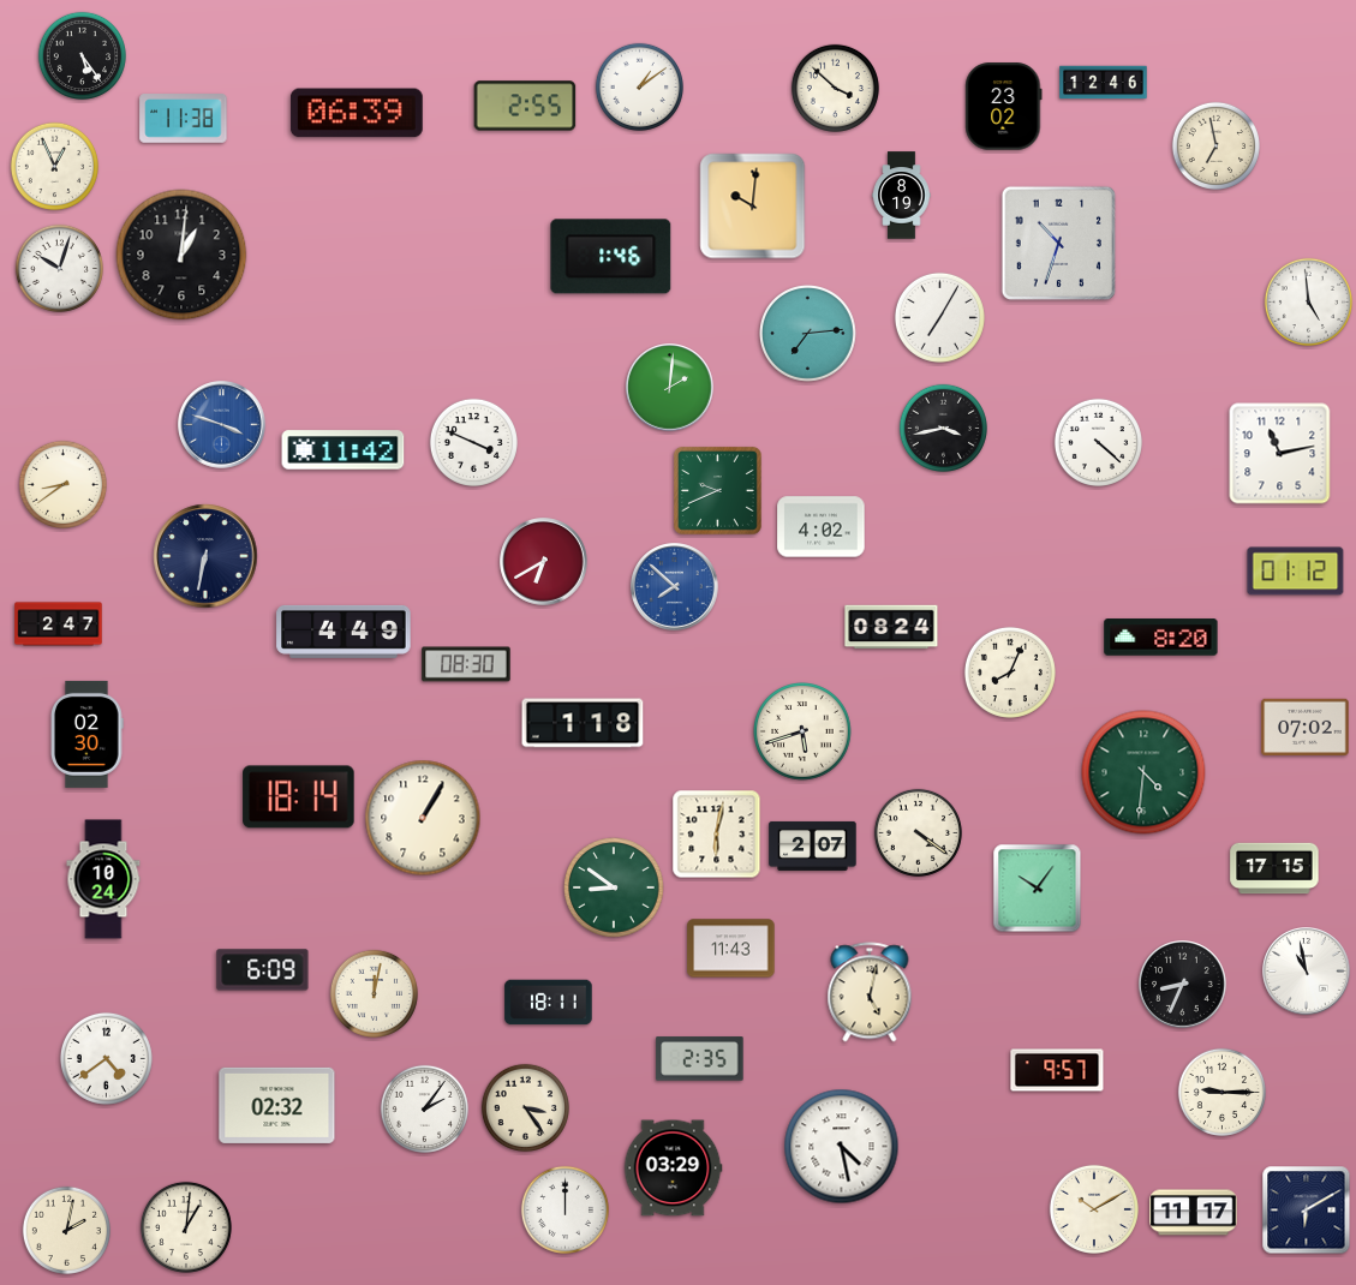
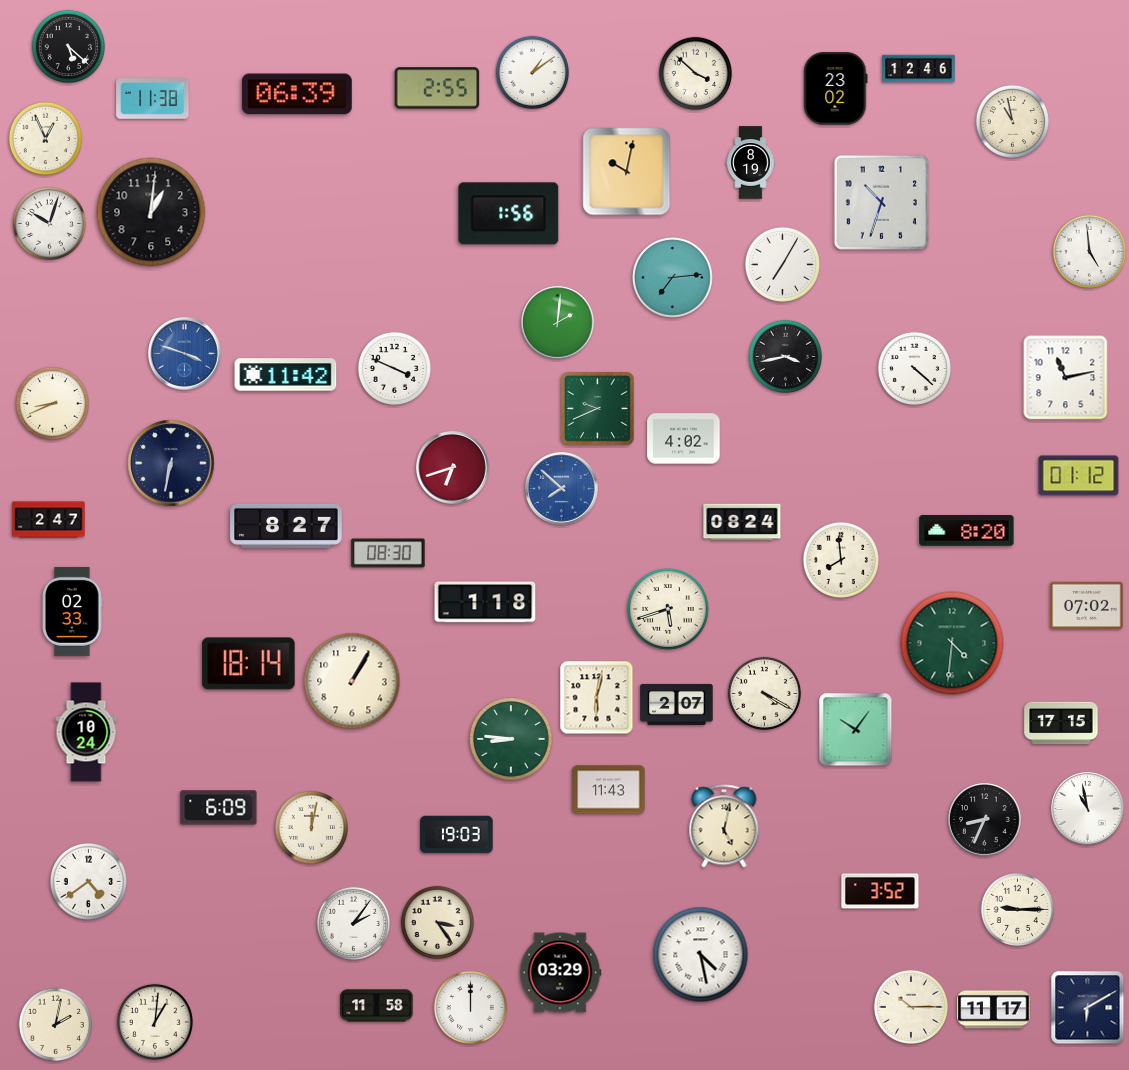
clock at (82, 55): 5:24 -> 5:22
clock at (1215, 145): 6:58 -> 10:58
clock at (753, 207): 10:01 -> 10:02
clock at (611, 257): 1:46 -> 1:56
clock at (62, 484): 8:39 -> 8:41
clock at (544, 562): 6:40 -> 6:42
clock at (344, 632): 4:49 -> 8:27
clock at (1010, 673): 8:04 -> 7:59
clock at (88, 734): 02:30 -> 02:33
clock at (918, 832): 4:21 -> 4:20
clock at (717, 835) position: (717, 835) -> (597, 698)
clock at (614, 887): 8:51 -> 8:46
clock at (1038, 889) position: (1038, 889) -> (856, 730)
clock at (549, 1003): 18:11 -> 19:03
clock at (700, 1059): 2:35 -> none
clock at (1057, 1070): 9:57 -> 3:52
clock at (277, 1105): 02:32 -> none
clock at (377, 1006): none -> 11:58
clock at (1094, 1209): 10:10 -> 10:15
